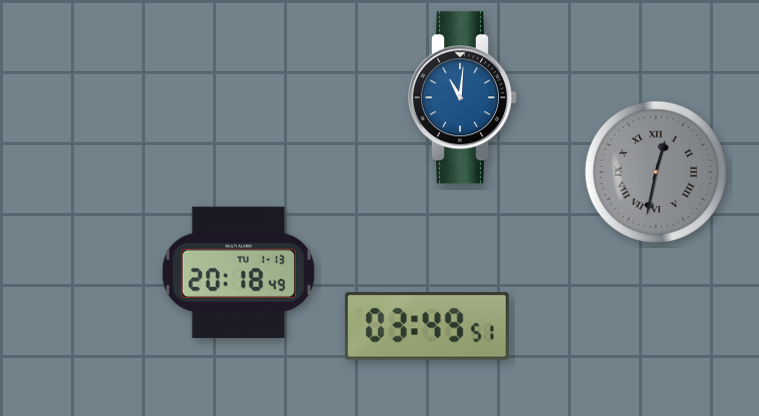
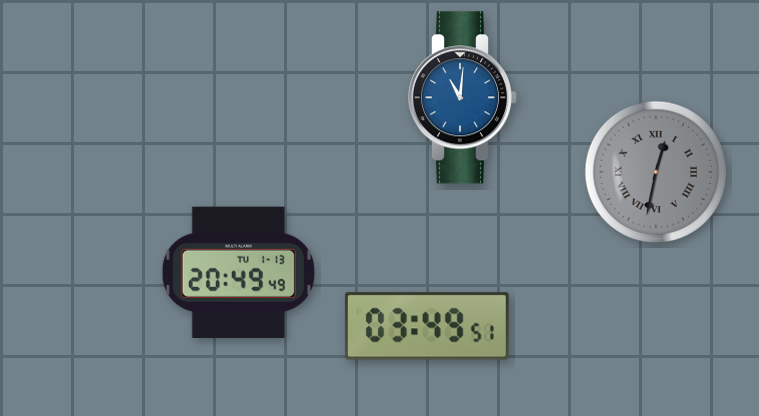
clock at (238, 272): 20:18 -> 20:49
